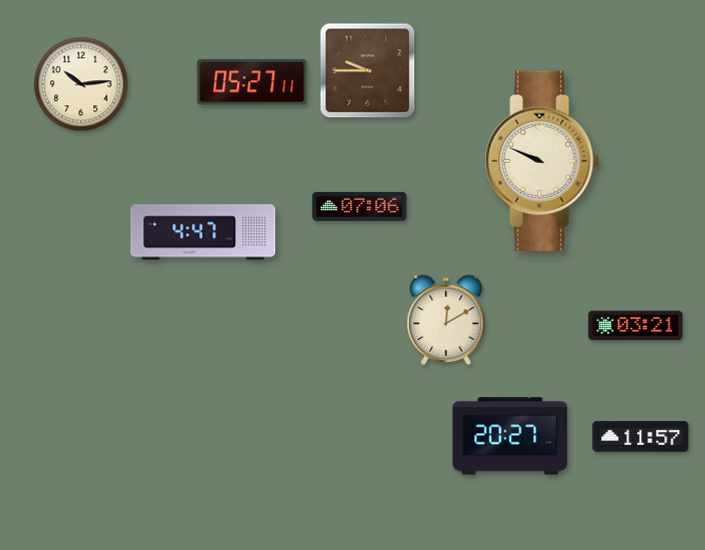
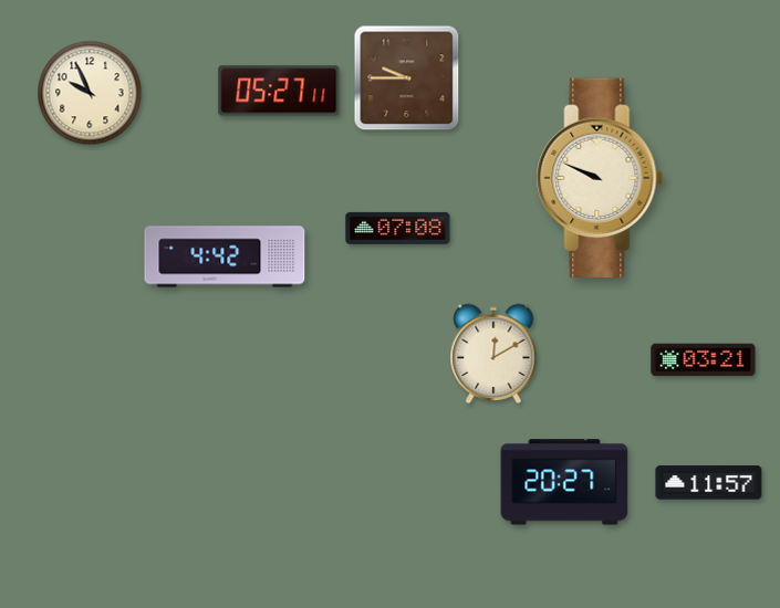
clock at (81, 84): 10:14 -> 9:56
clock at (360, 206): 07:06 -> 07:08
clock at (203, 232): 4:47 -> 4:42
